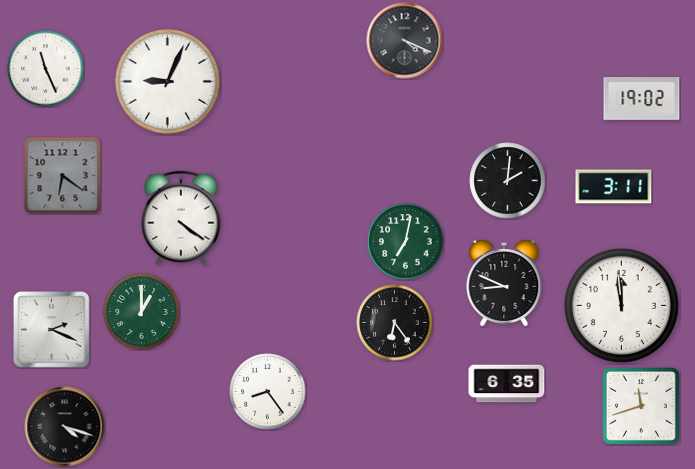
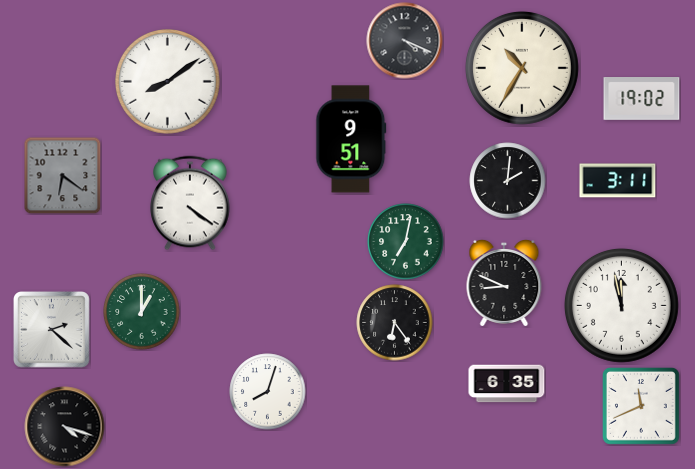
clock at (522, 68): none -> 10:35
clock at (46, 69): 11:26 -> none
clock at (168, 82): 9:04 -> 8:09
clock at (351, 139): none -> 9:51
clock at (614, 187) position: (614, 187) -> (618, 181)
clock at (181, 218) position: (181, 218) -> (190, 203)
clock at (621, 305): 11:59 -> 11:58
clock at (52, 330): 2:19 -> 2:22
clock at (268, 392): 8:24 -> 8:03
clock at (641, 406): 11:42 -> 11:41
